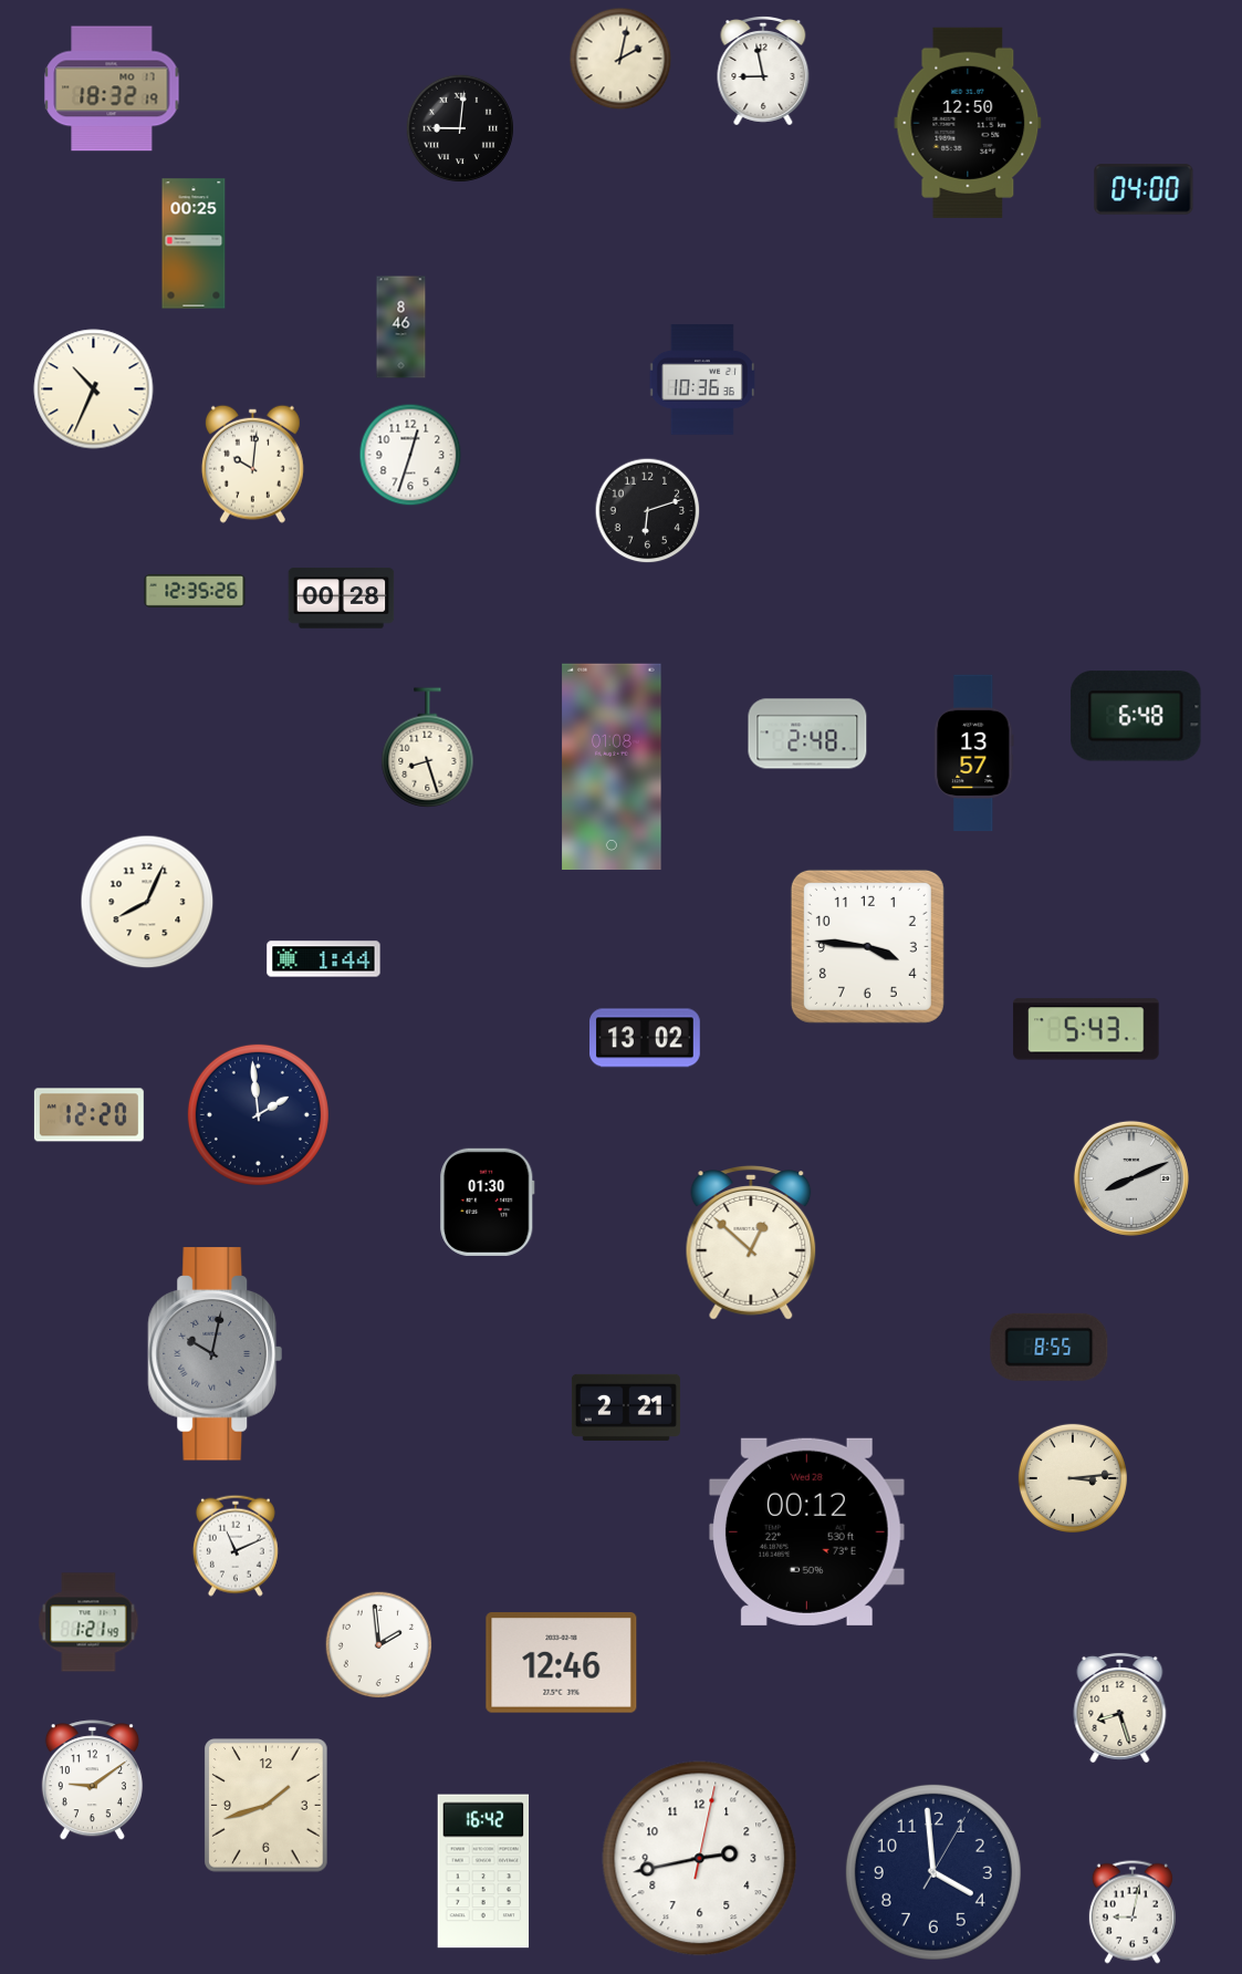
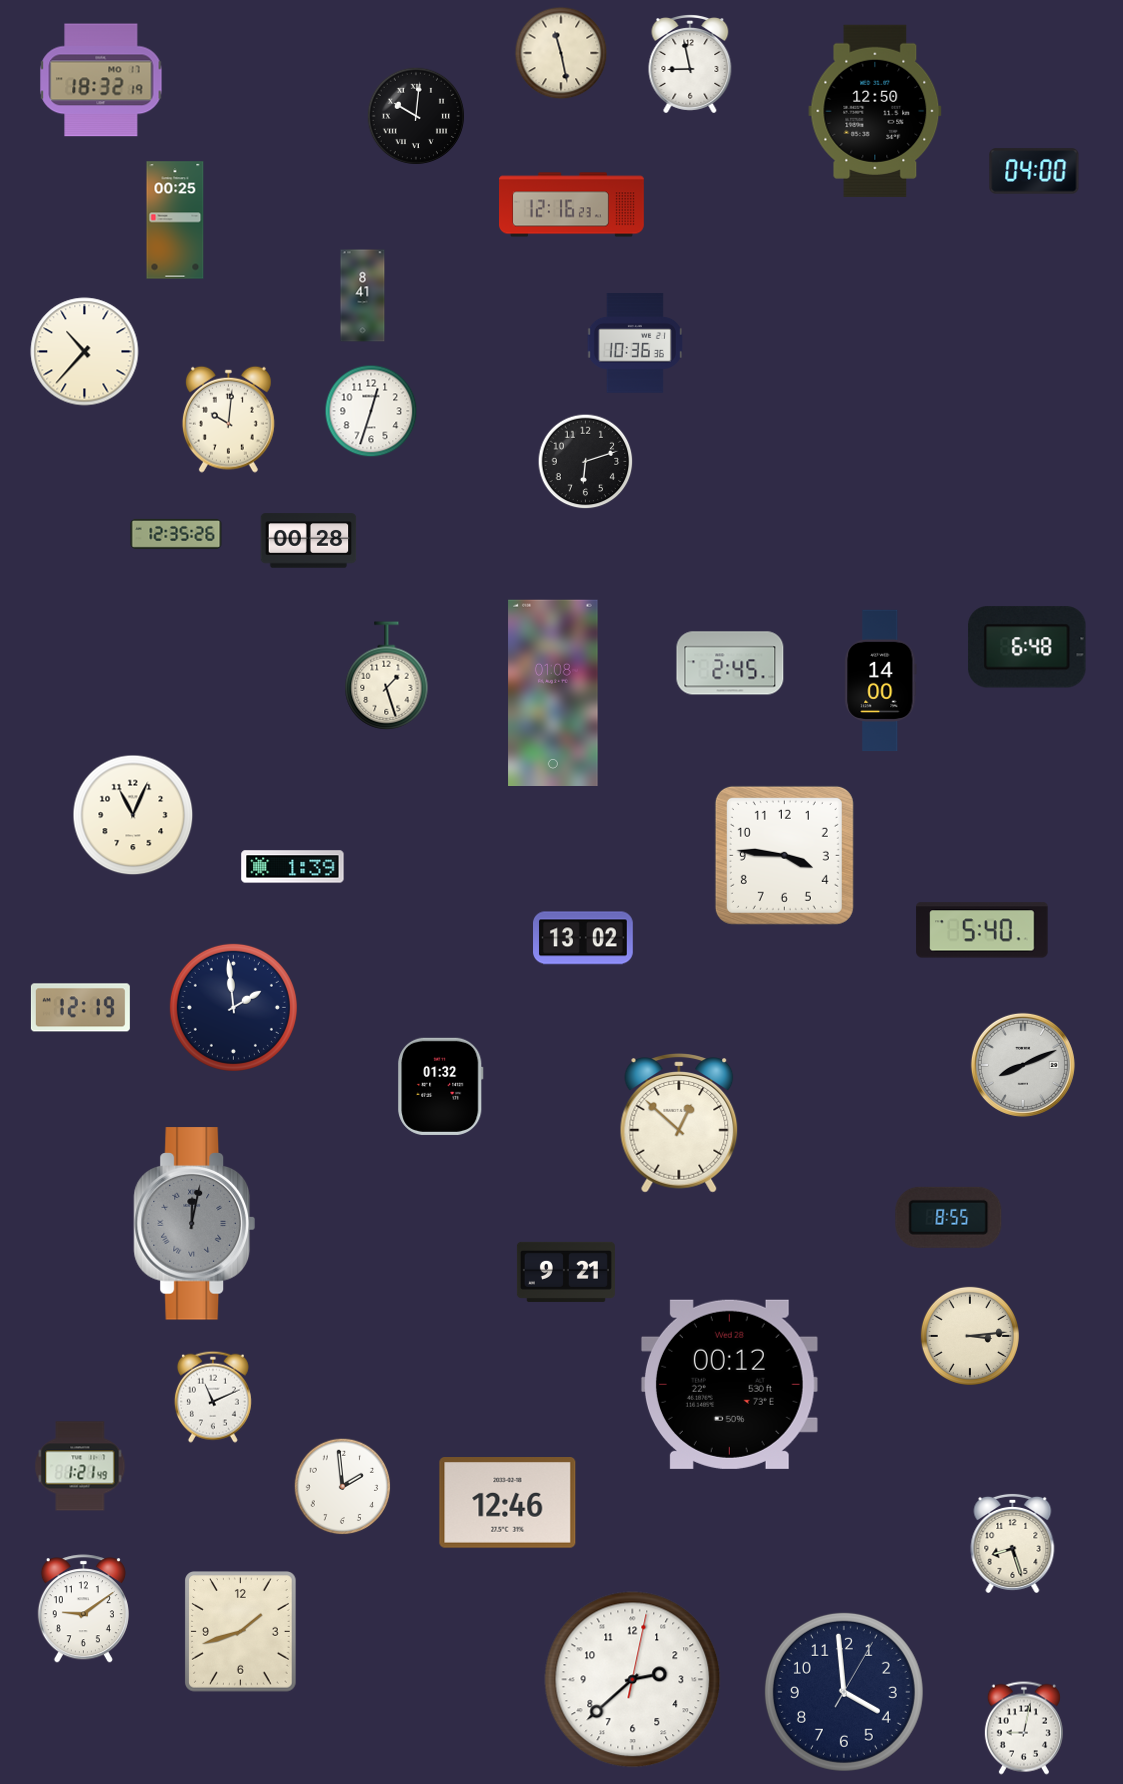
clock at (620, 59): 2:02 -> 11:28
clock at (460, 128): 9:01 -> 10:01
clock at (572, 205): none -> 12:16
clock at (401, 328): 8:46 -> 8:41
clock at (94, 389): 10:34 -> 10:37
clock at (807, 734): 2:48 -> 2:45
clock at (428, 748): 8:27 -> 1:27
clock at (974, 754): 13:57 -> 14:00
clock at (147, 902): 8:04 -> 11:04
clock at (324, 959): 1:44 -> 1:39
clock at (1086, 1029): 5:43 -> 5:40
clock at (88, 1115): 12:20 -> 12:19
clock at (488, 1202): 01:30 -> 01:32
clock at (215, 1354): 10:02 -> 12:02
clock at (626, 1407): 2:21 -> 9:21
clock at (700, 1859): 2:43 -> 2:38
clock at (483, 1871): 16:42 -> none
